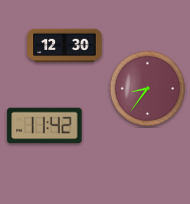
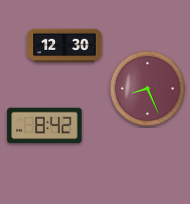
clock at (148, 89): 8:36 -> 8:26
clock at (45, 126): 11:42 -> 8:42
